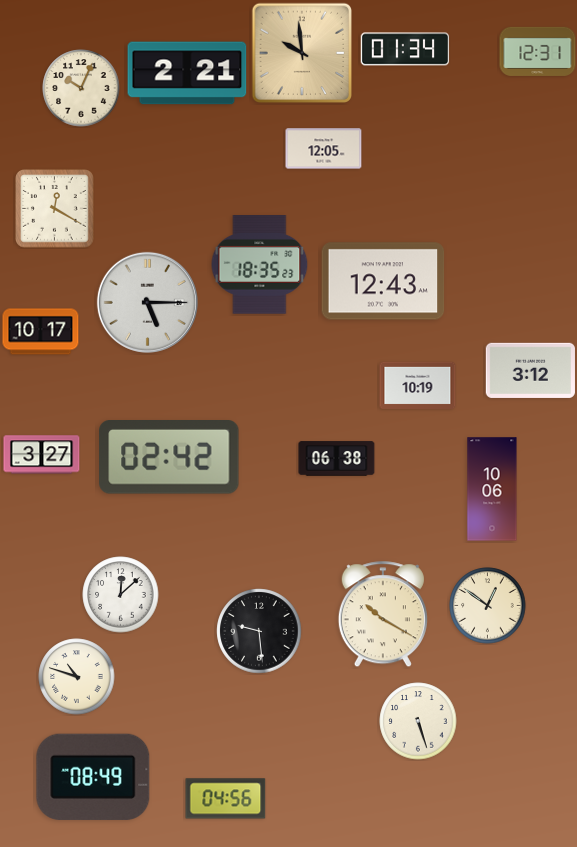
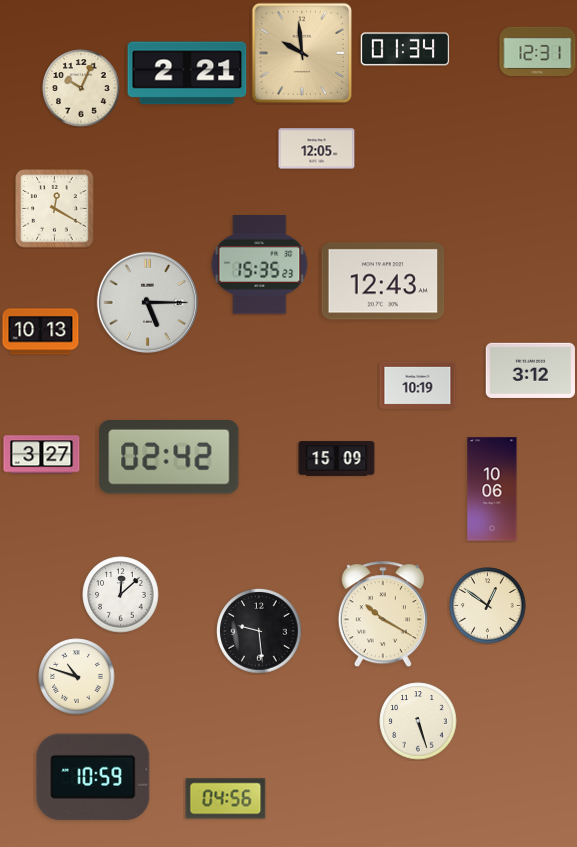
clock at (324, 149) position: (324, 149) -> (317, 149)
clock at (260, 265): 18:35 -> 15:35
clock at (41, 332): 10:17 -> 10:13
clock at (337, 459): 06:38 -> 15:09
clock at (93, 777): 08:49 -> 10:59
